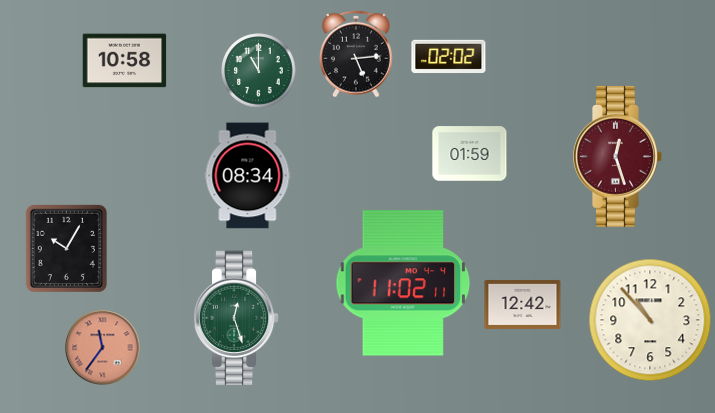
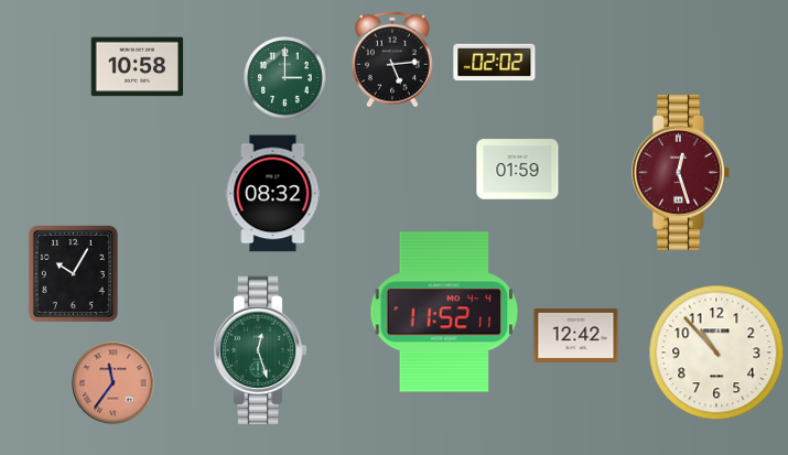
clock at (259, 71): 11:00 -> 3:00
clock at (248, 176): 08:34 -> 08:32
clock at (403, 283): 11:02 -> 11:52
